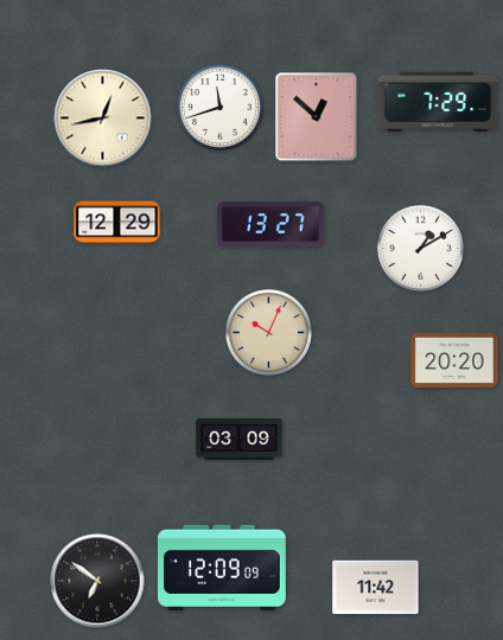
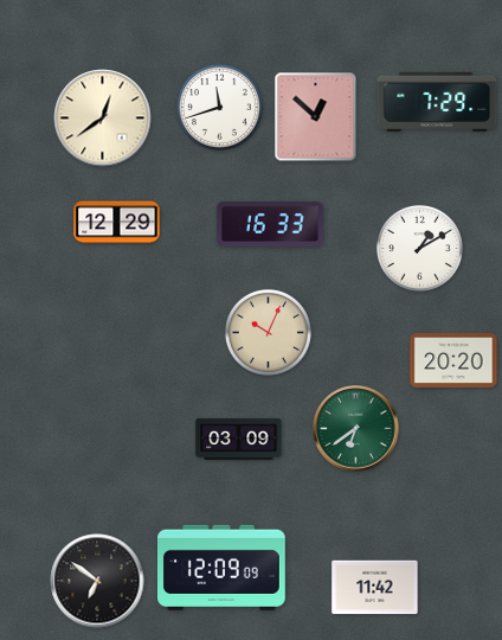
clock at (103, 119): 12:43 -> 12:39
clock at (270, 224): 13:27 -> 16:33
clock at (356, 429): none -> 6:39
